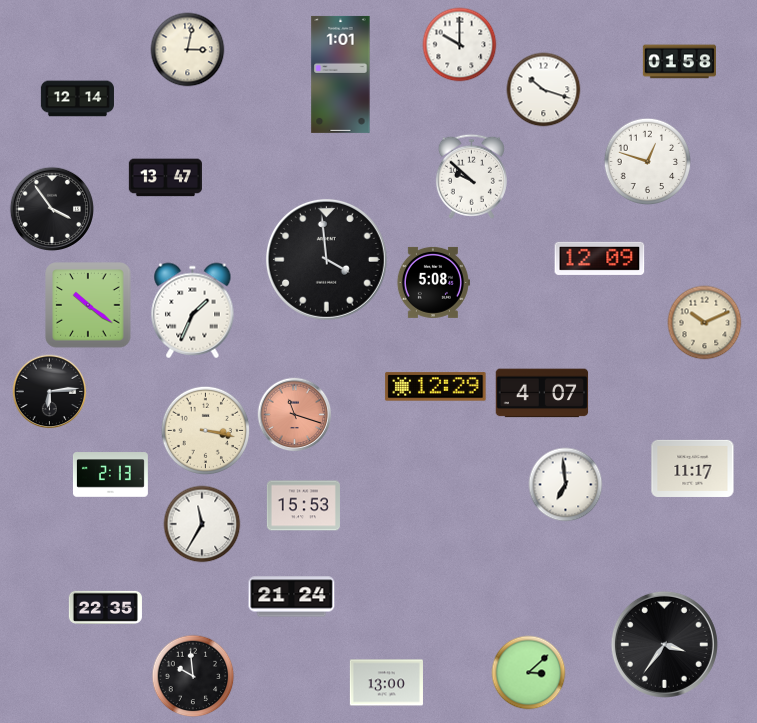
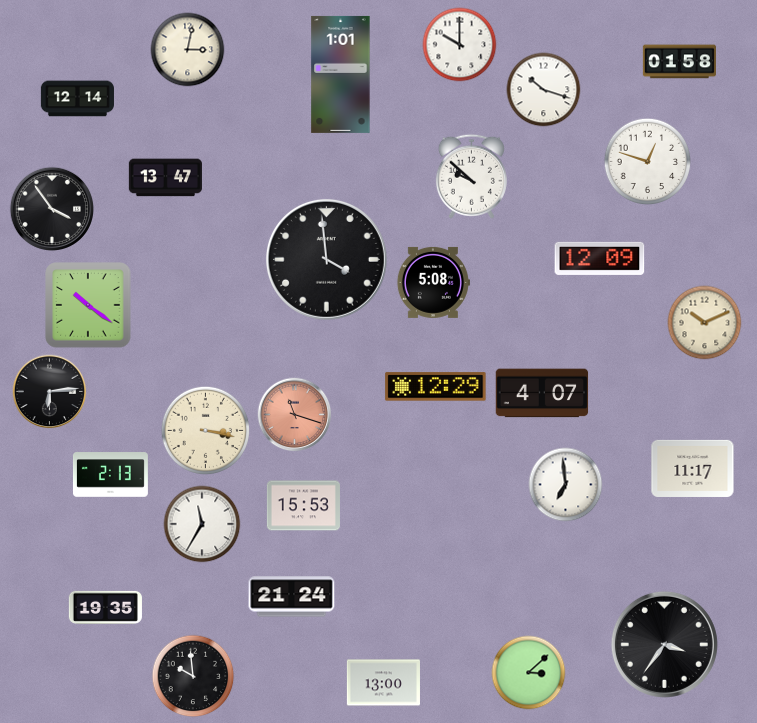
clock at (193, 311): 1:34 -> none
clock at (105, 607): 22:35 -> 19:35
clock at (386, 683) position: (386, 683) -> (383, 683)
